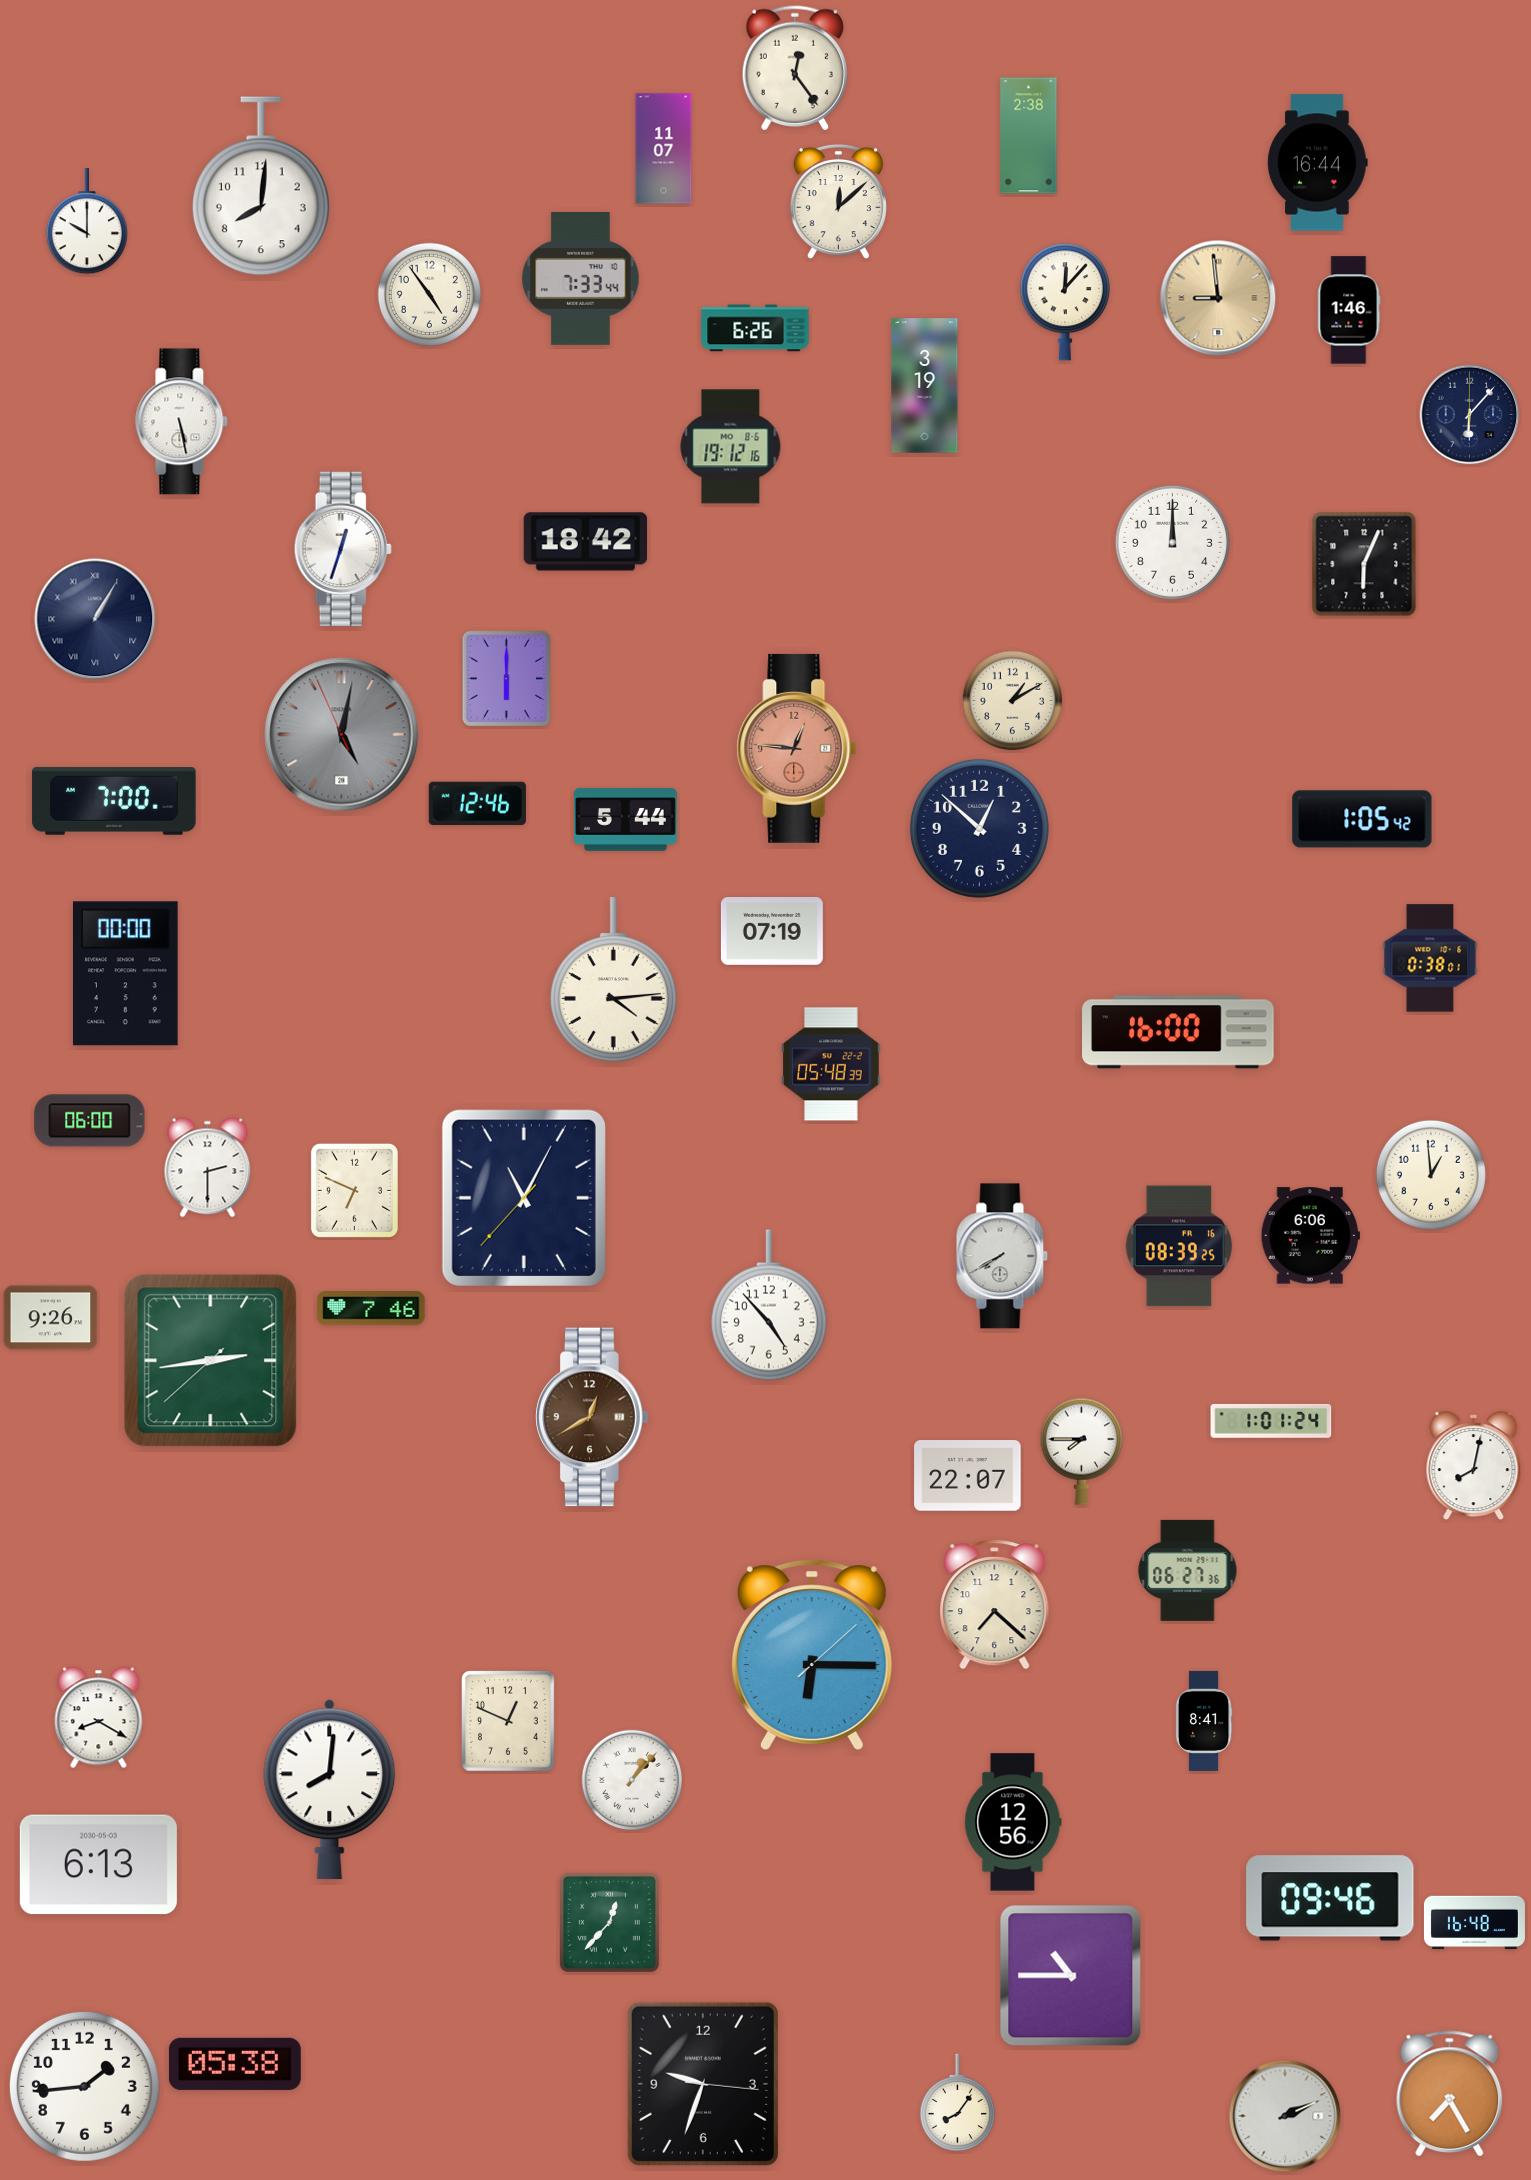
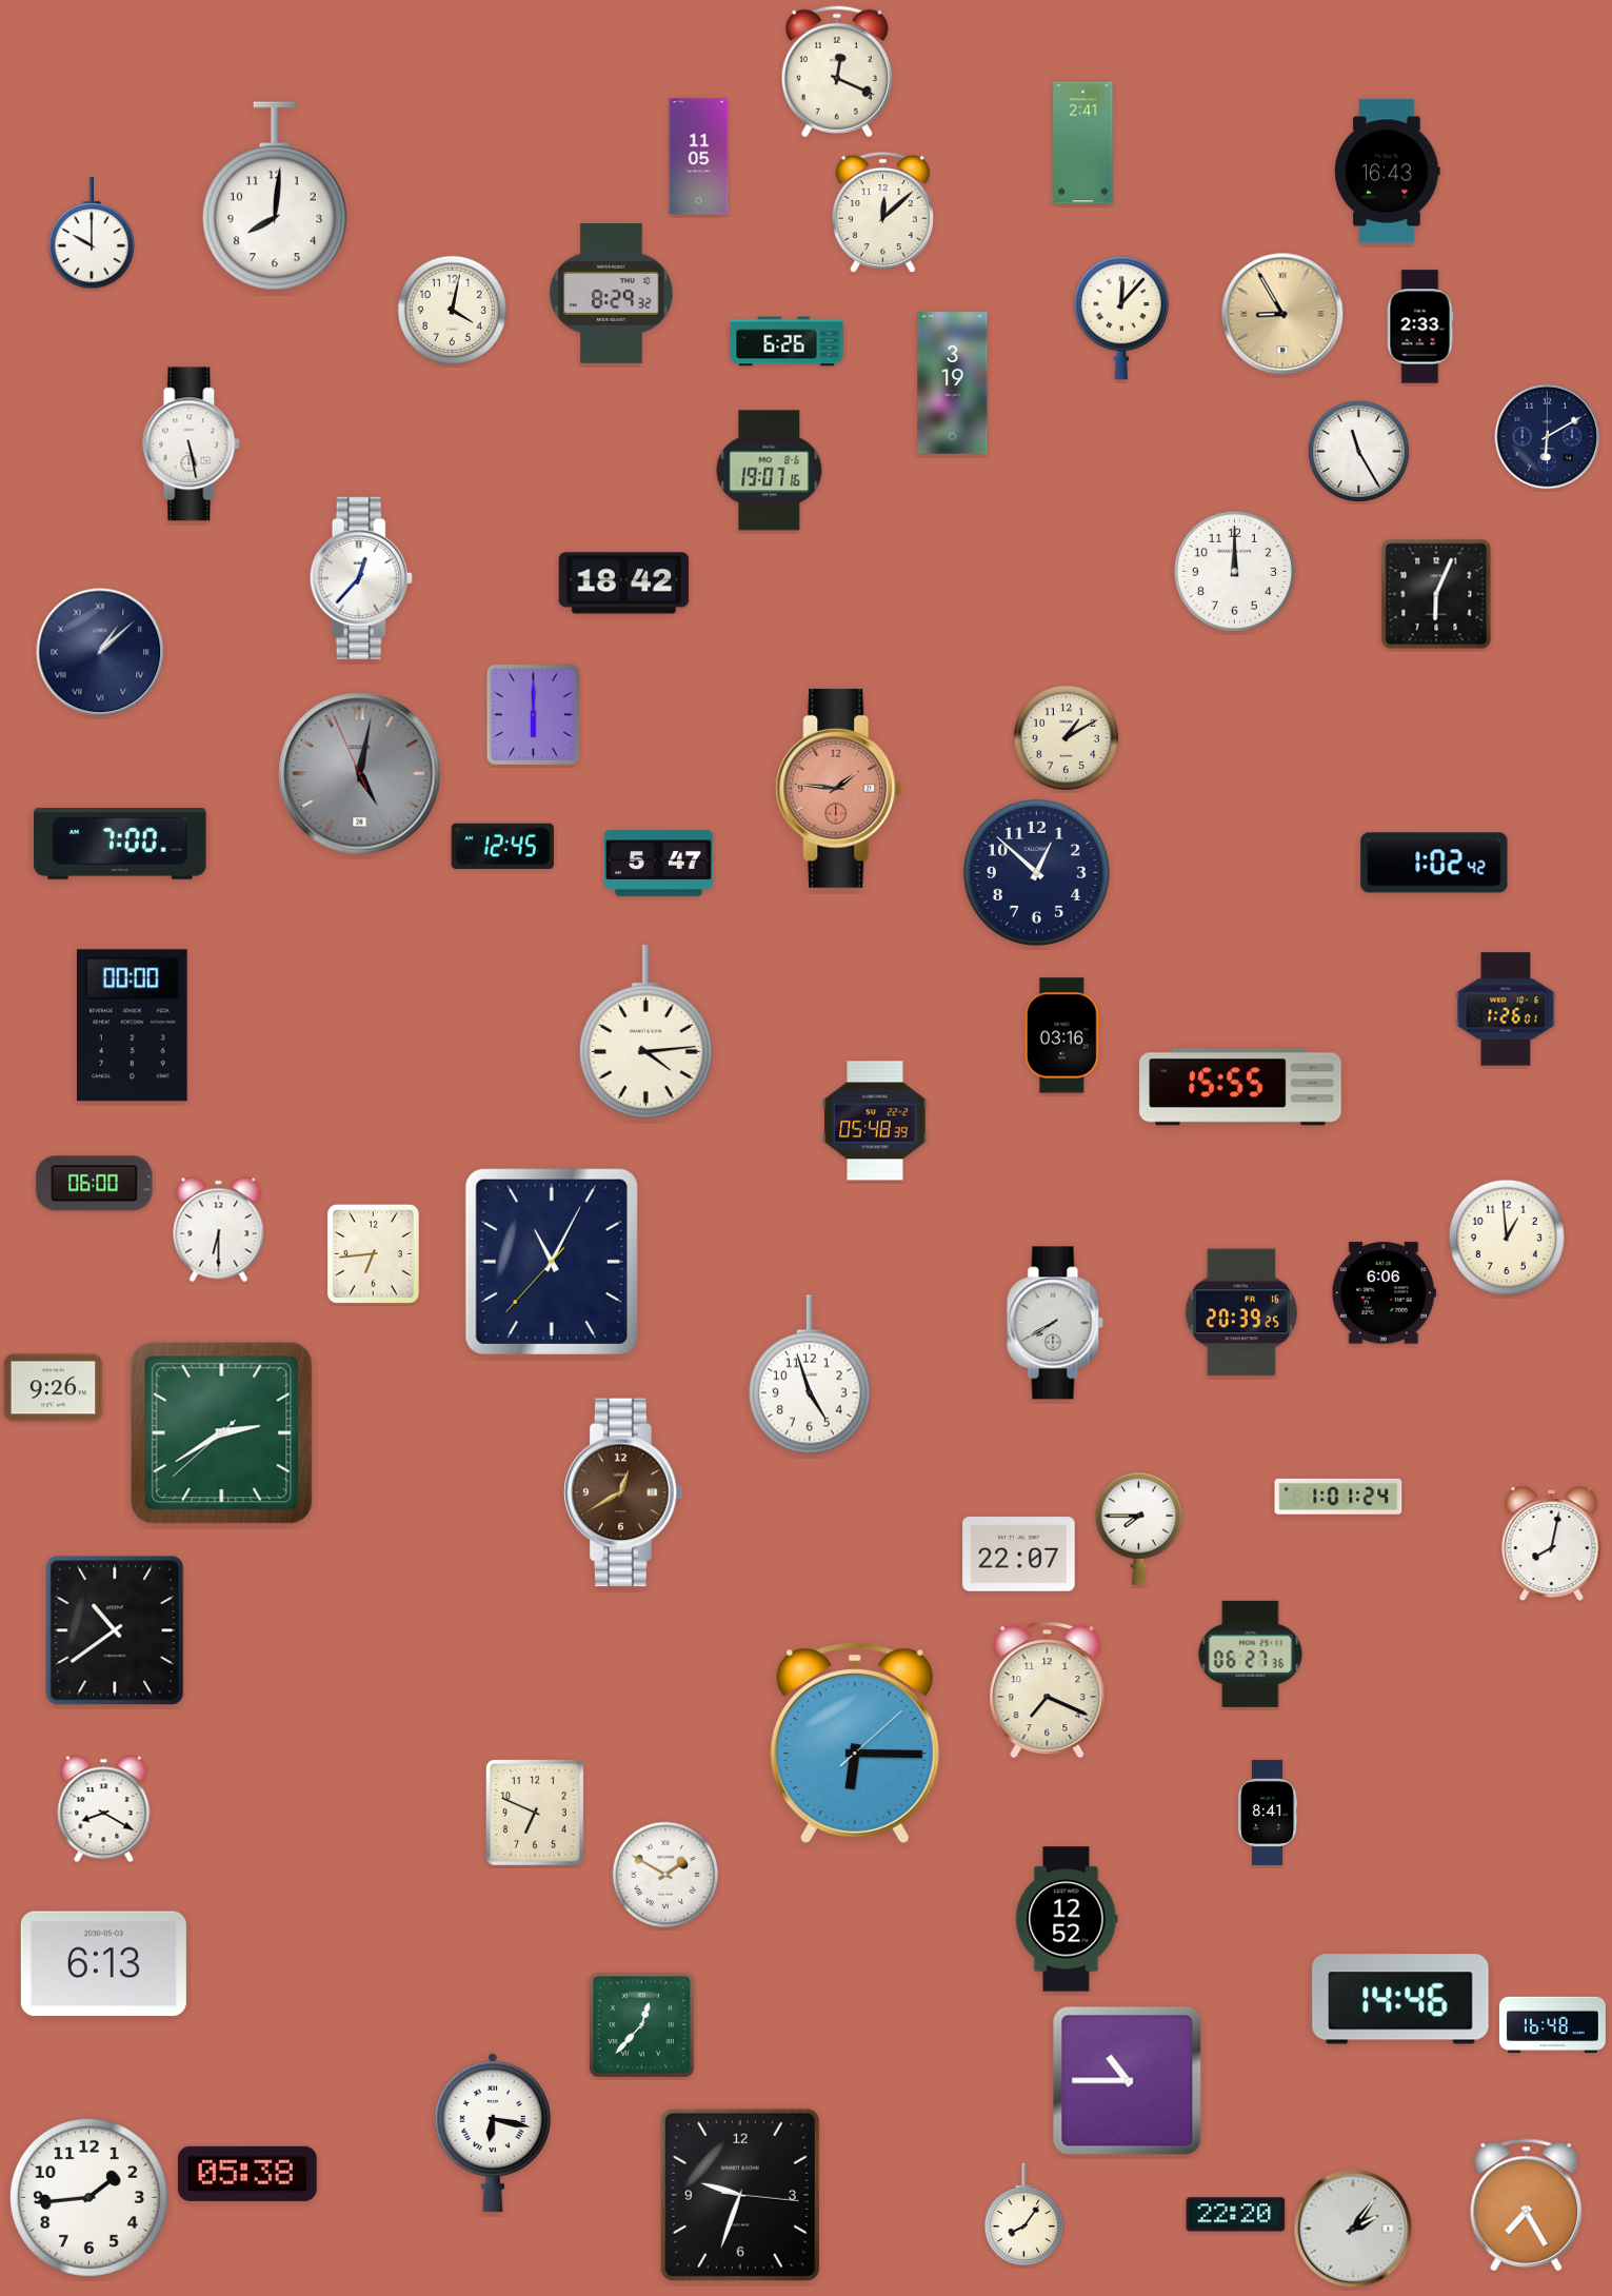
clock at (795, 68): 12:24 -> 12:19
clock at (1029, 136): 2:38 -> 2:41
clock at (664, 149): 11:07 -> 11:05
clock at (1318, 163): 16:44 -> 16:43
clock at (581, 279): 7:33 -> 8:29
clock at (429, 294): 4:54 -> 4:02
clock at (1218, 298): 8:59 -> 8:55
clock at (1349, 310): 1:46 -> 2:33
clock at (755, 328) position: (755, 328) -> (787, 341)
clock at (925, 386) position: (925, 386) -> (953, 383)
clock at (1470, 415): 6:07 -> 6:10
clock at (1359, 452): none -> 11:25
clock at (731, 447): 19:12 -> 19:07
clock at (586, 542) position: (586, 542) -> (624, 583)
clock at (343, 549): 12:33 -> 12:37
clock at (95, 619): 1:05 -> 1:08
clock at (797, 748): 12:46 -> 1:46
clock at (477, 803): 12:46 -> 12:45
clock at (1362, 819): 1:05 -> 1:02
clock at (626, 820): 5:44 -> 5:47
clock at (979, 828) position: (979, 828) -> (1036, 872)
clock at (772, 932): 07:19 -> none
clock at (1430, 958): 0:38 -> 1:26
clock at (1062, 1035): none -> 03:16
clock at (1178, 1032): 16:00 -> 15:55
clock at (90, 1121) position: (90, 1121) -> (95, 1184)
clock at (208, 1168): 2:30 -> 6:30
clock at (354, 1190): 6:49 -> 6:44
clock at (1310, 1236) position: (1310, 1236) -> (1384, 1293)
clock at (1179, 1246): 08:39 -> 20:39
clock at (769, 1305): 4:53 -> 4:57
clock at (371, 1308): 7:46 -> none
clock at (211, 1361): 2:43 -> 2:39
clock at (115, 1630): none -> 10:39
clock at (995, 1605): 7:22 -> 7:19
clock at (509, 1722): 12:49 -> 6:49
clock at (631, 1779): 1:07 -> 1:50
clock at (330, 1790): 8:01 -> none
clock at (1013, 1822): 12:56 -> 12:52
clock at (1330, 1898): 09:46 -> 14:46
clock at (493, 2133): none -> 6:17
clock at (957, 2103) position: (957, 2103) -> (1023, 2215)
clock at (1236, 2215): none -> 22:20
clock at (1285, 2116): 2:11 -> 2:06
